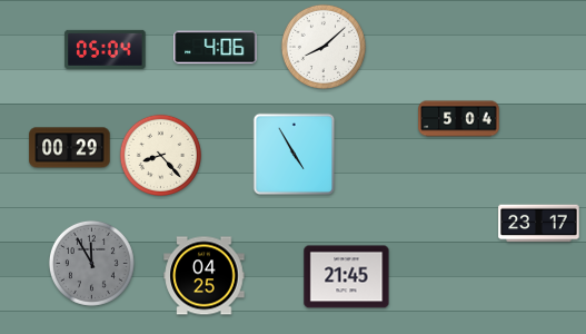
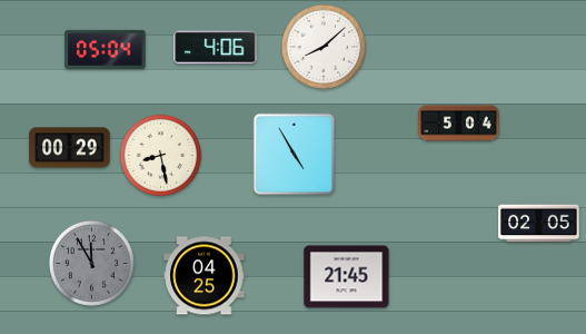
clock at (459, 119) position: (459, 119) -> (459, 124)
clock at (160, 155): 8:23 -> 8:28
clock at (539, 224): 23:17 -> 02:05
